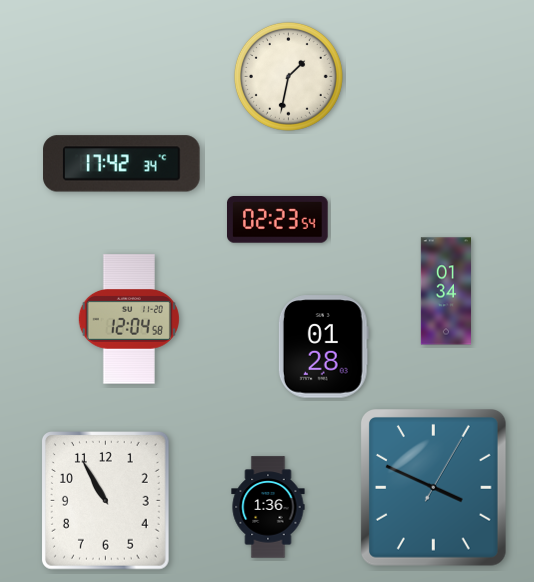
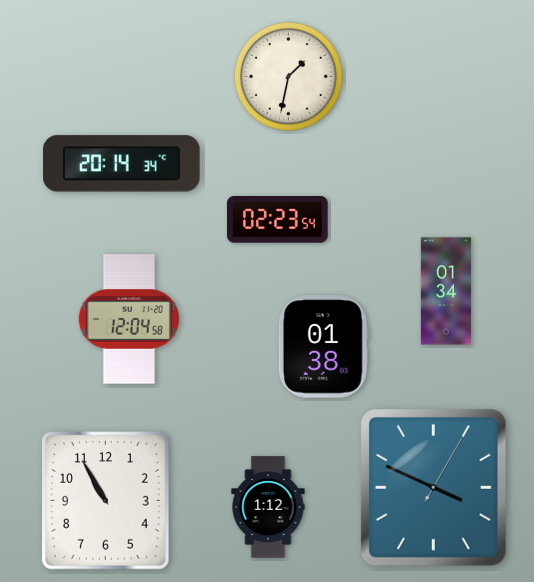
clock at (122, 164): 17:42 -> 20:14
clock at (323, 347): 01:28 -> 01:38
clock at (268, 507): 1:36 -> 1:12
